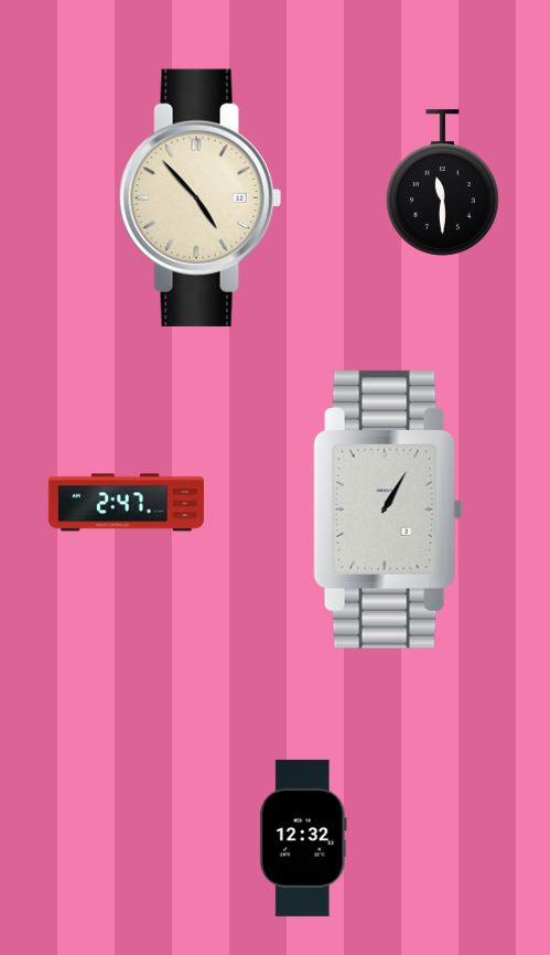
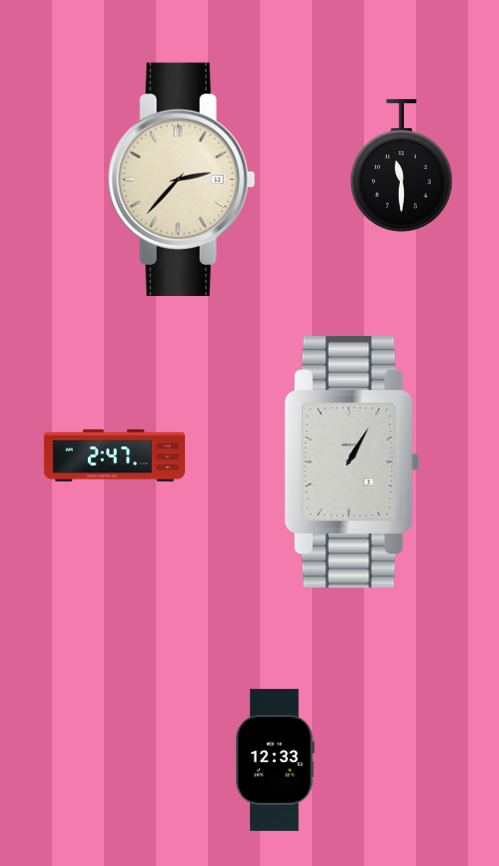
clock at (199, 197): 4:53 -> 2:37
clock at (303, 838): 12:32 -> 12:33
